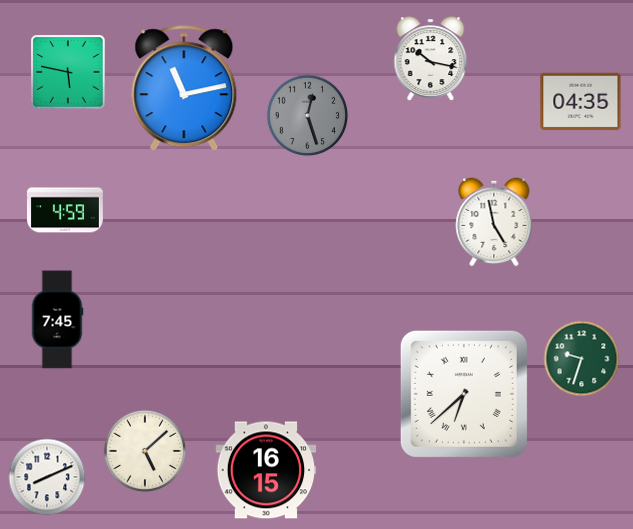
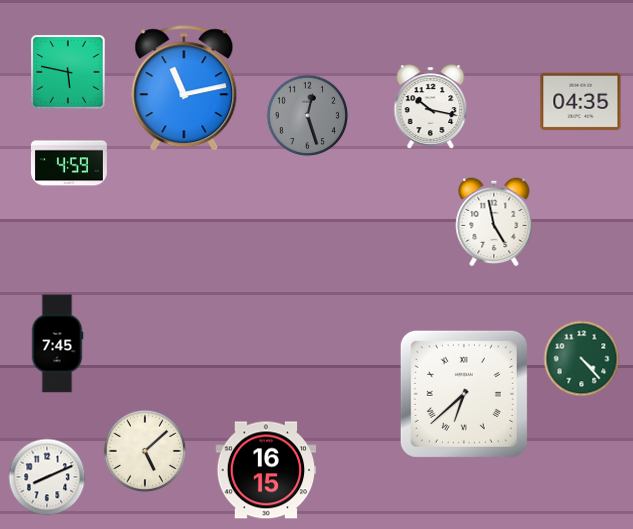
clock at (431, 59) position: (431, 59) -> (431, 107)
clock at (65, 210) position: (65, 210) -> (69, 163)
clock at (57, 320) position: (57, 320) -> (57, 344)
clock at (582, 359): 9:33 -> 4:23
